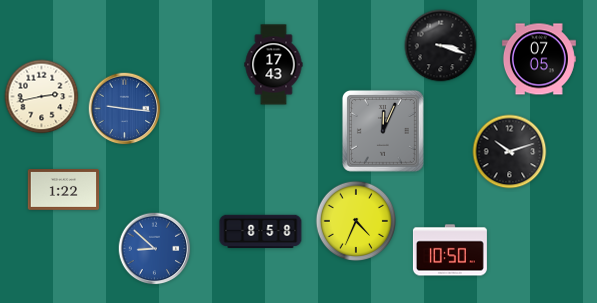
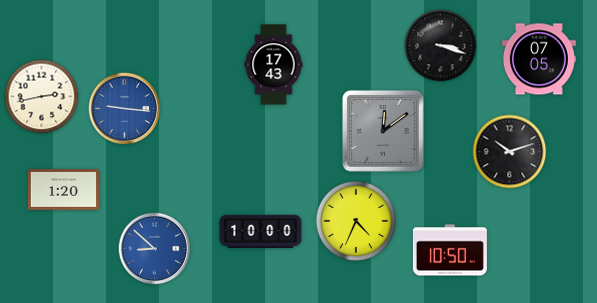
clock at (383, 131): 12:04 -> 12:09
clock at (64, 190): 1:22 -> 1:20
clock at (261, 232): 8:58 -> 10:00
